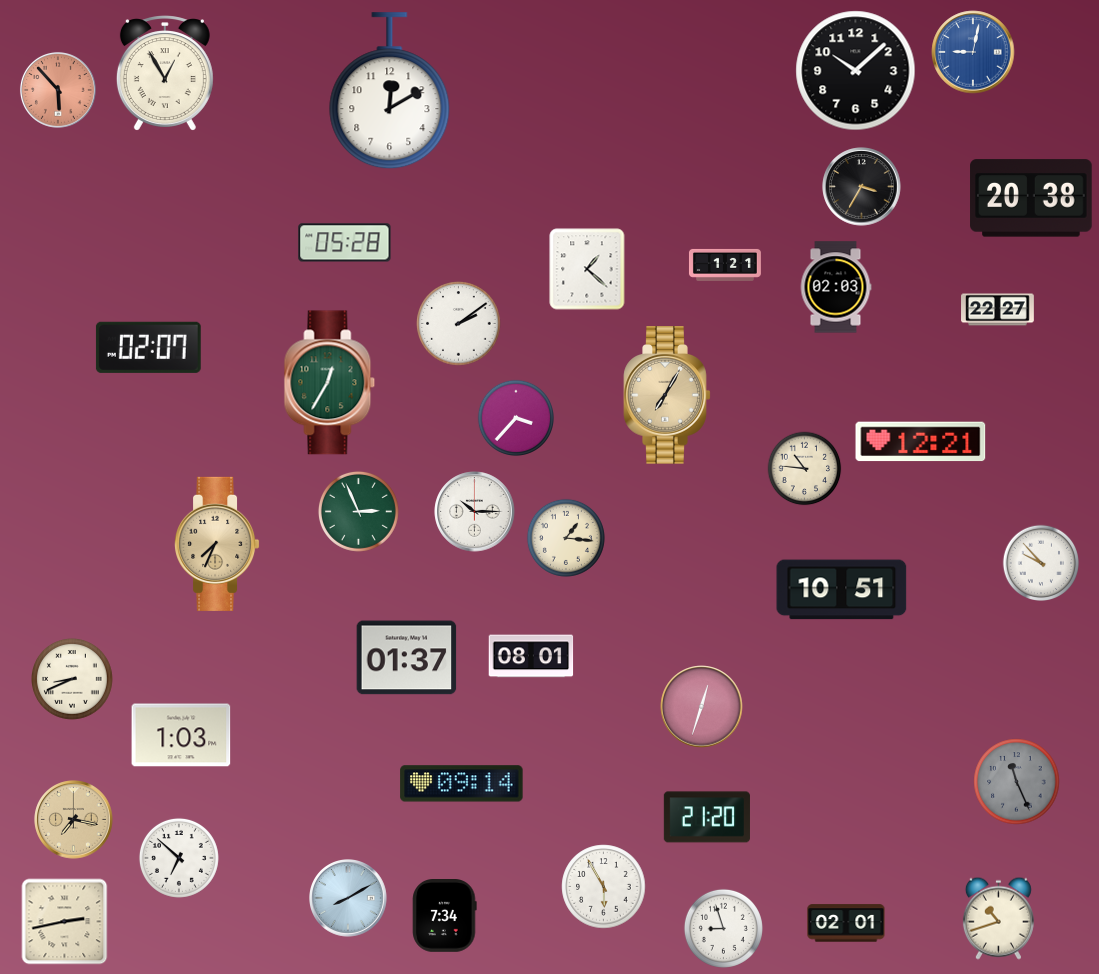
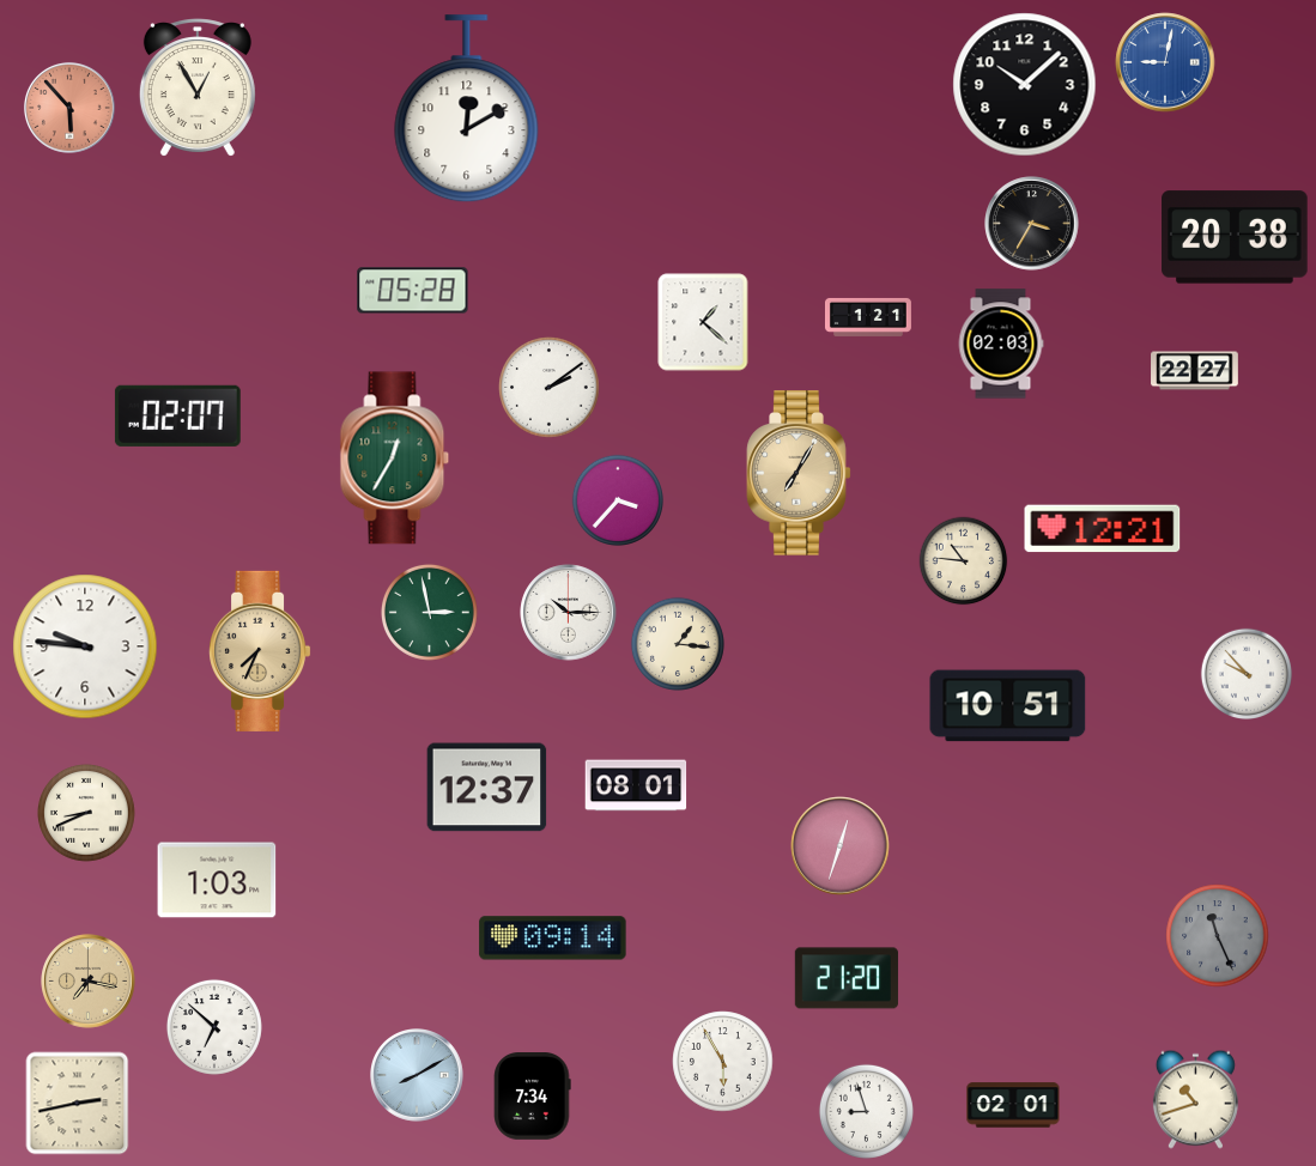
clock at (358, 511): 2:56 -> 2:58
clock at (85, 646): none -> 9:46
clock at (407, 658): 01:37 -> 12:37
